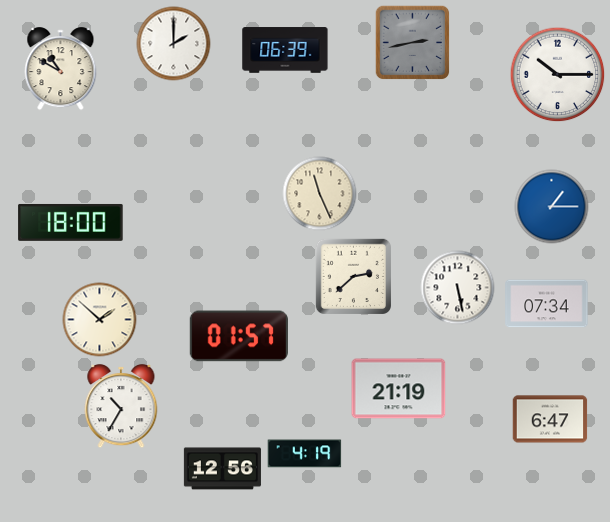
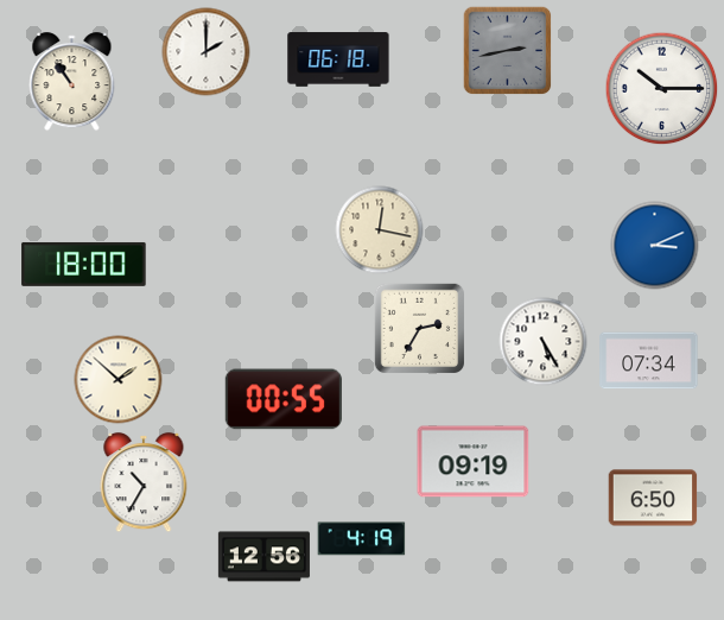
clock at (413, 43) position: (413, 43) -> (508, 51)
clock at (285, 50): 06:39 -> 06:18
clock at (61, 69): 10:50 -> 10:54
clock at (320, 194): 11:26 -> 12:17
clock at (552, 207): 1:15 -> 3:11
clock at (353, 276): 2:38 -> 2:35
clock at (458, 288): 5:28 -> 5:25
clock at (239, 336): 01:57 -> 00:55
clock at (399, 389): 21:19 -> 09:19
clock at (550, 419): 6:47 -> 6:50
